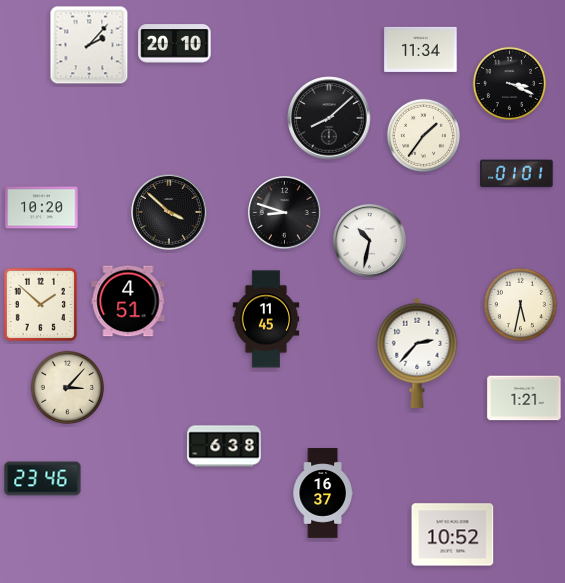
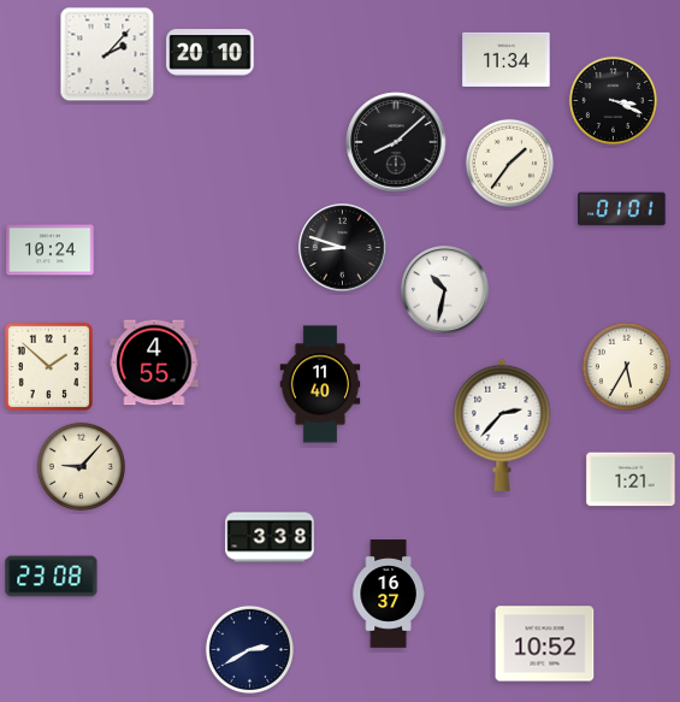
clock at (42, 208): 10:20 -> 10:24
clock at (169, 212): 3:52 -> none
clock at (285, 213) position: (285, 213) -> (343, 248)
clock at (128, 301): 4:51 -> 4:55
clock at (520, 304): 5:32 -> 5:35
clock at (266, 319): 11:45 -> 11:40
clock at (67, 387): 3:07 -> 9:07
clock at (224, 446): 6:38 -> 3:38
clock at (43, 479): 23:46 -> 23:08
clock at (249, 649): none -> 2:40
